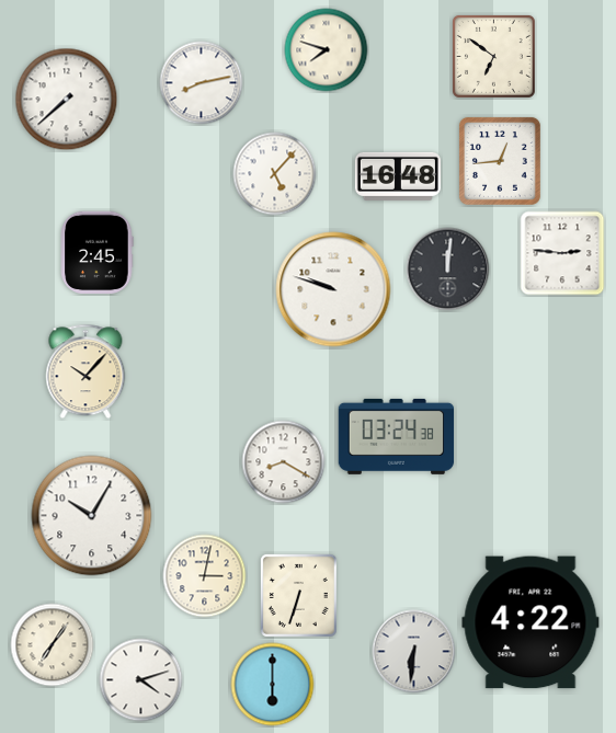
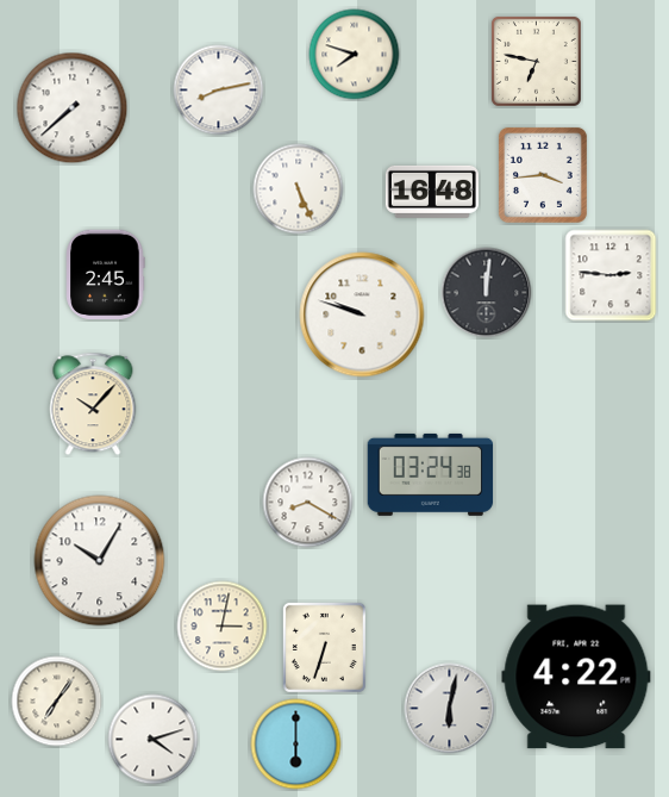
clock at (493, 56): 6:51 -> 6:47
clock at (500, 161): 12:44 -> 3:44
clock at (275, 174): 5:07 -> 5:26
clock at (414, 652): 6:31 -> 6:02
